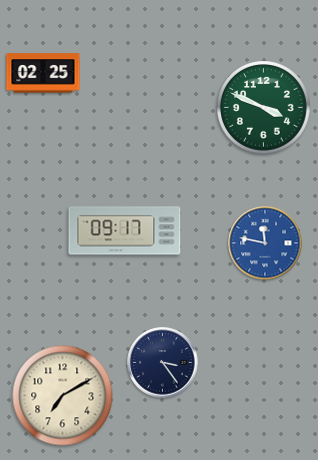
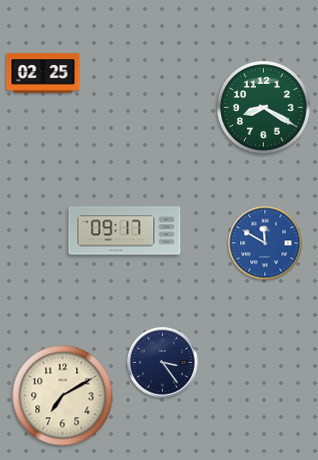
clock at (264, 108): 3:49 -> 8:20
clock at (265, 243): 11:47 -> 11:50
